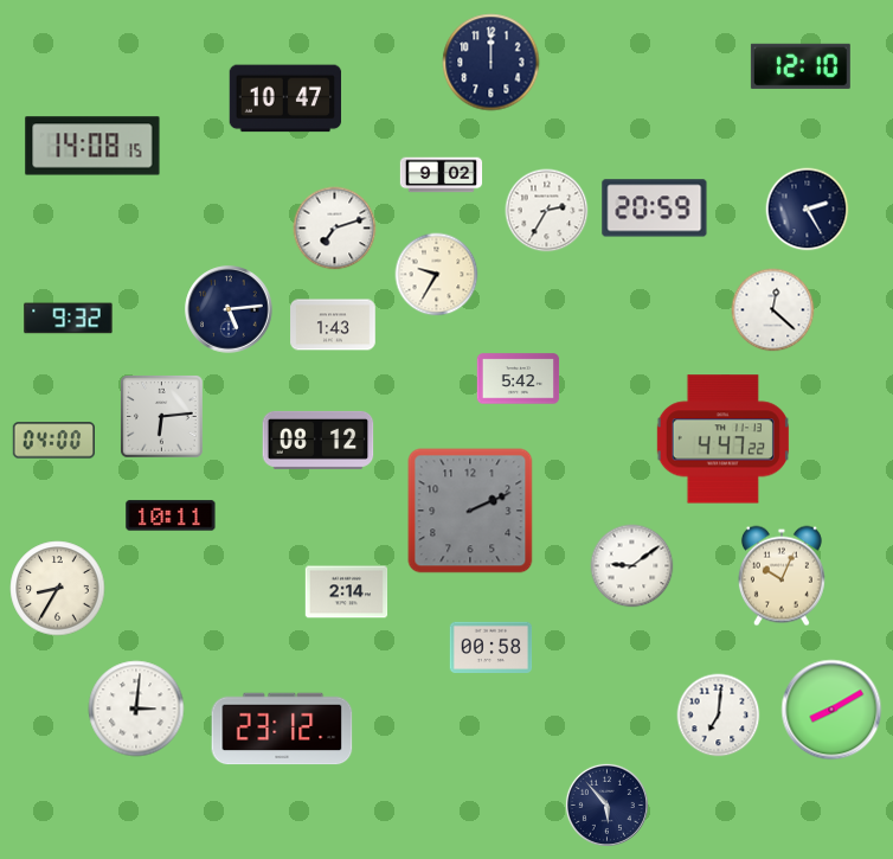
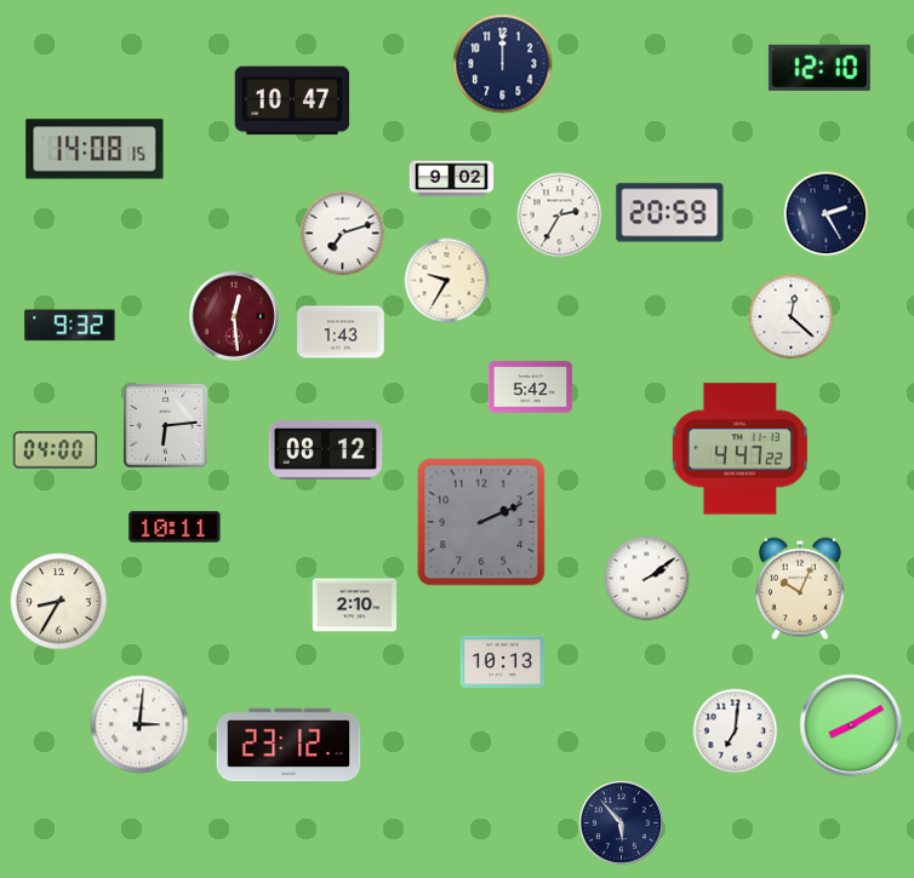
clock at (229, 309): 5:14 -> 12:29
clock at (229, 309) dial: navy -> burgundy
clock at (632, 566): 9:09 -> 2:09
clock at (347, 592): 2:14 -> 2:10
clock at (492, 647): 00:58 -> 10:13
